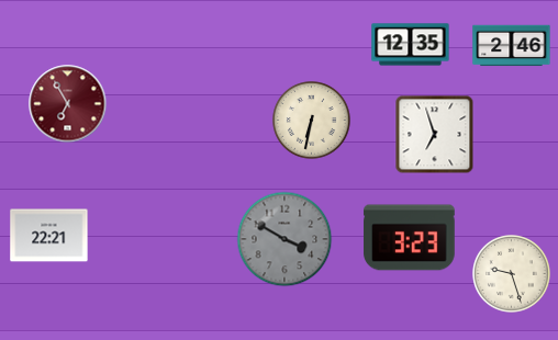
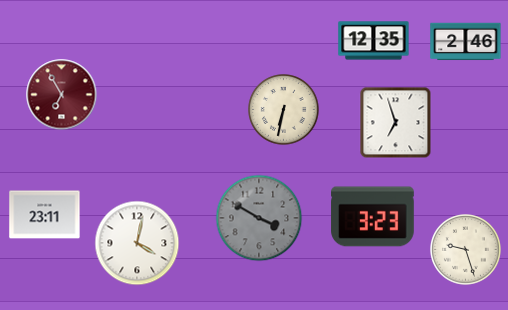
clock at (49, 236): 22:21 -> 23:11
clock at (137, 243): none -> 4:02
